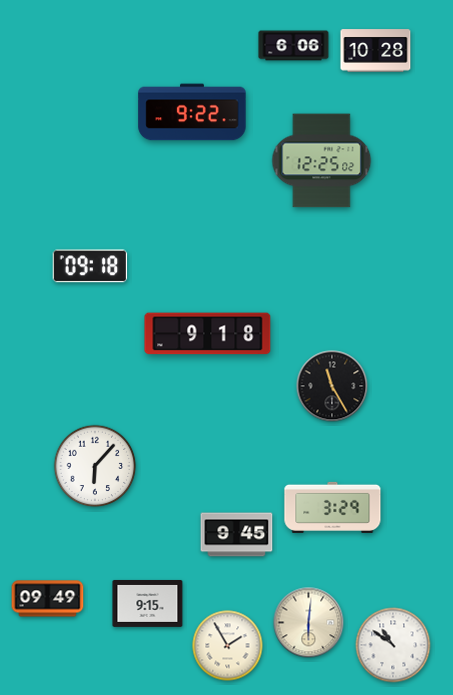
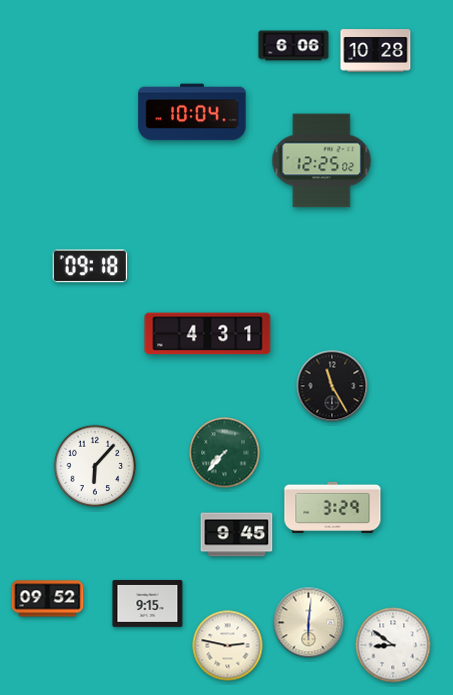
clock at (192, 112): 9:22 -> 10:04
clock at (208, 334): 9:18 -> 4:31
clock at (225, 453): none -> 7:37
clock at (48, 599): 09:49 -> 09:52
clock at (393, 645): 10:51 -> 8:51
clock at (228, 646): 1:55 -> 2:47
